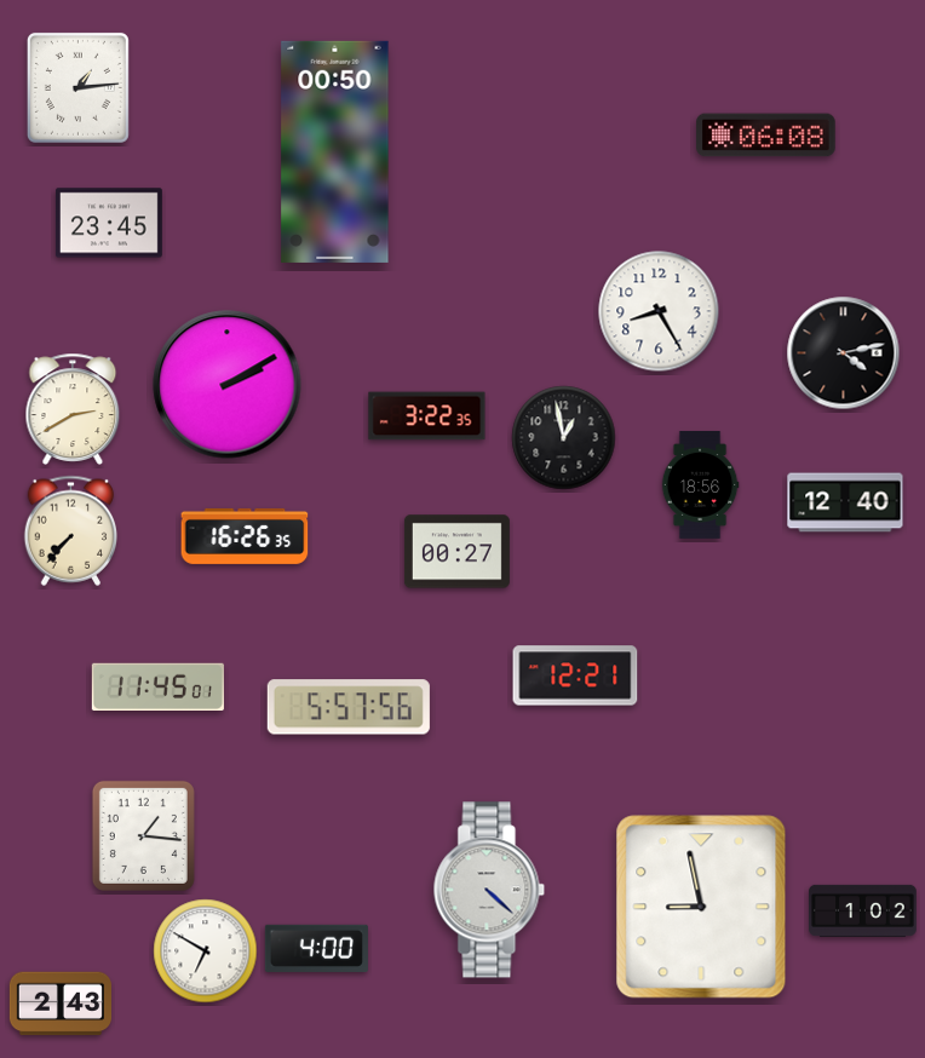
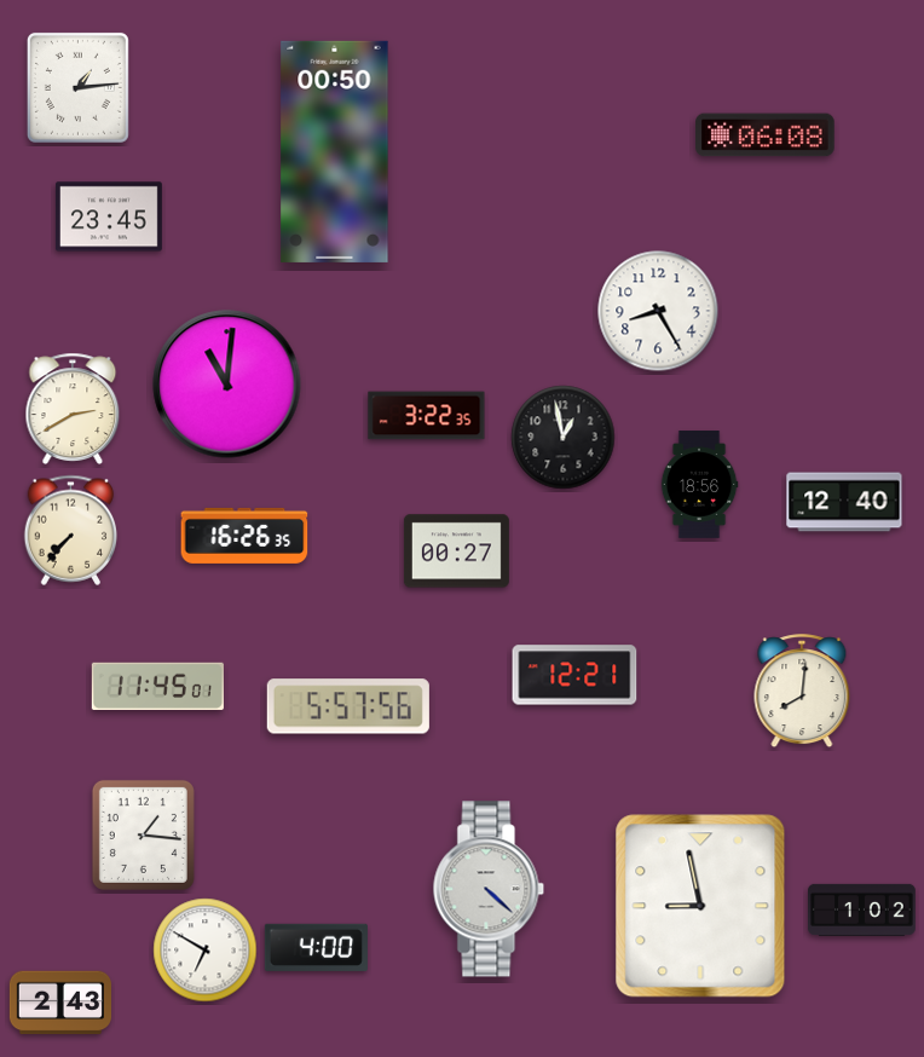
clock at (109, 223) position: (109, 223) -> (109, 216)
clock at (844, 353): 4:13 -> none
clock at (228, 385): 2:10 -> 11:01
clock at (802, 692): none -> 8:01
